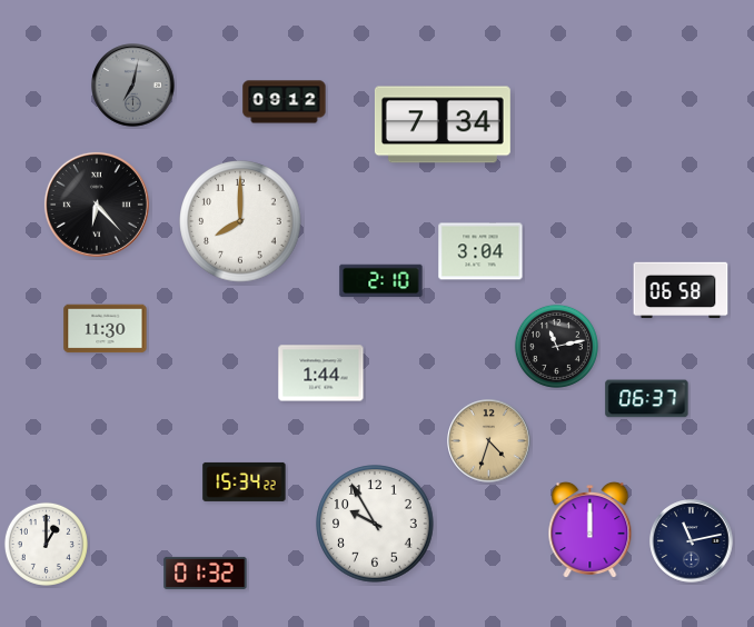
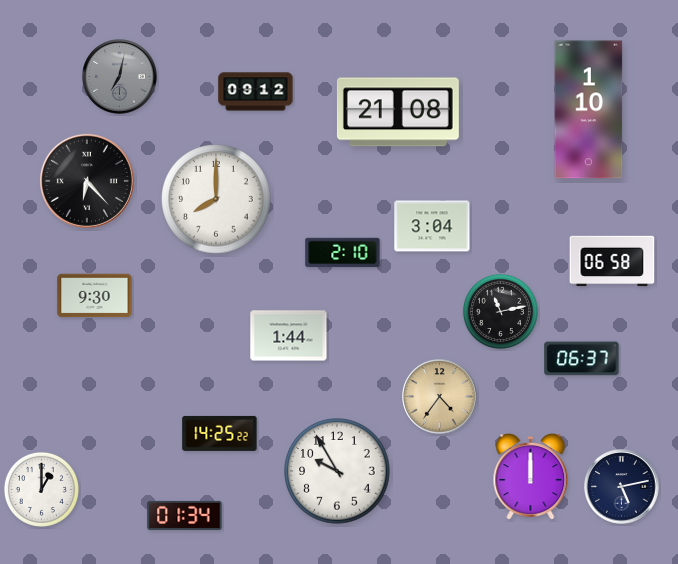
clock at (589, 110): none -> 1:10
clock at (443, 125): 7:34 -> 21:08
clock at (97, 205) position: (97, 205) -> (87, 181)
clock at (106, 329): 11:30 -> 9:30
clock at (489, 441): 4:33 -> 4:36
clock at (245, 481): 15:34 -> 14:25
clock at (692, 541): 11:13 -> 5:13
clock at (206, 573): 01:32 -> 01:34
